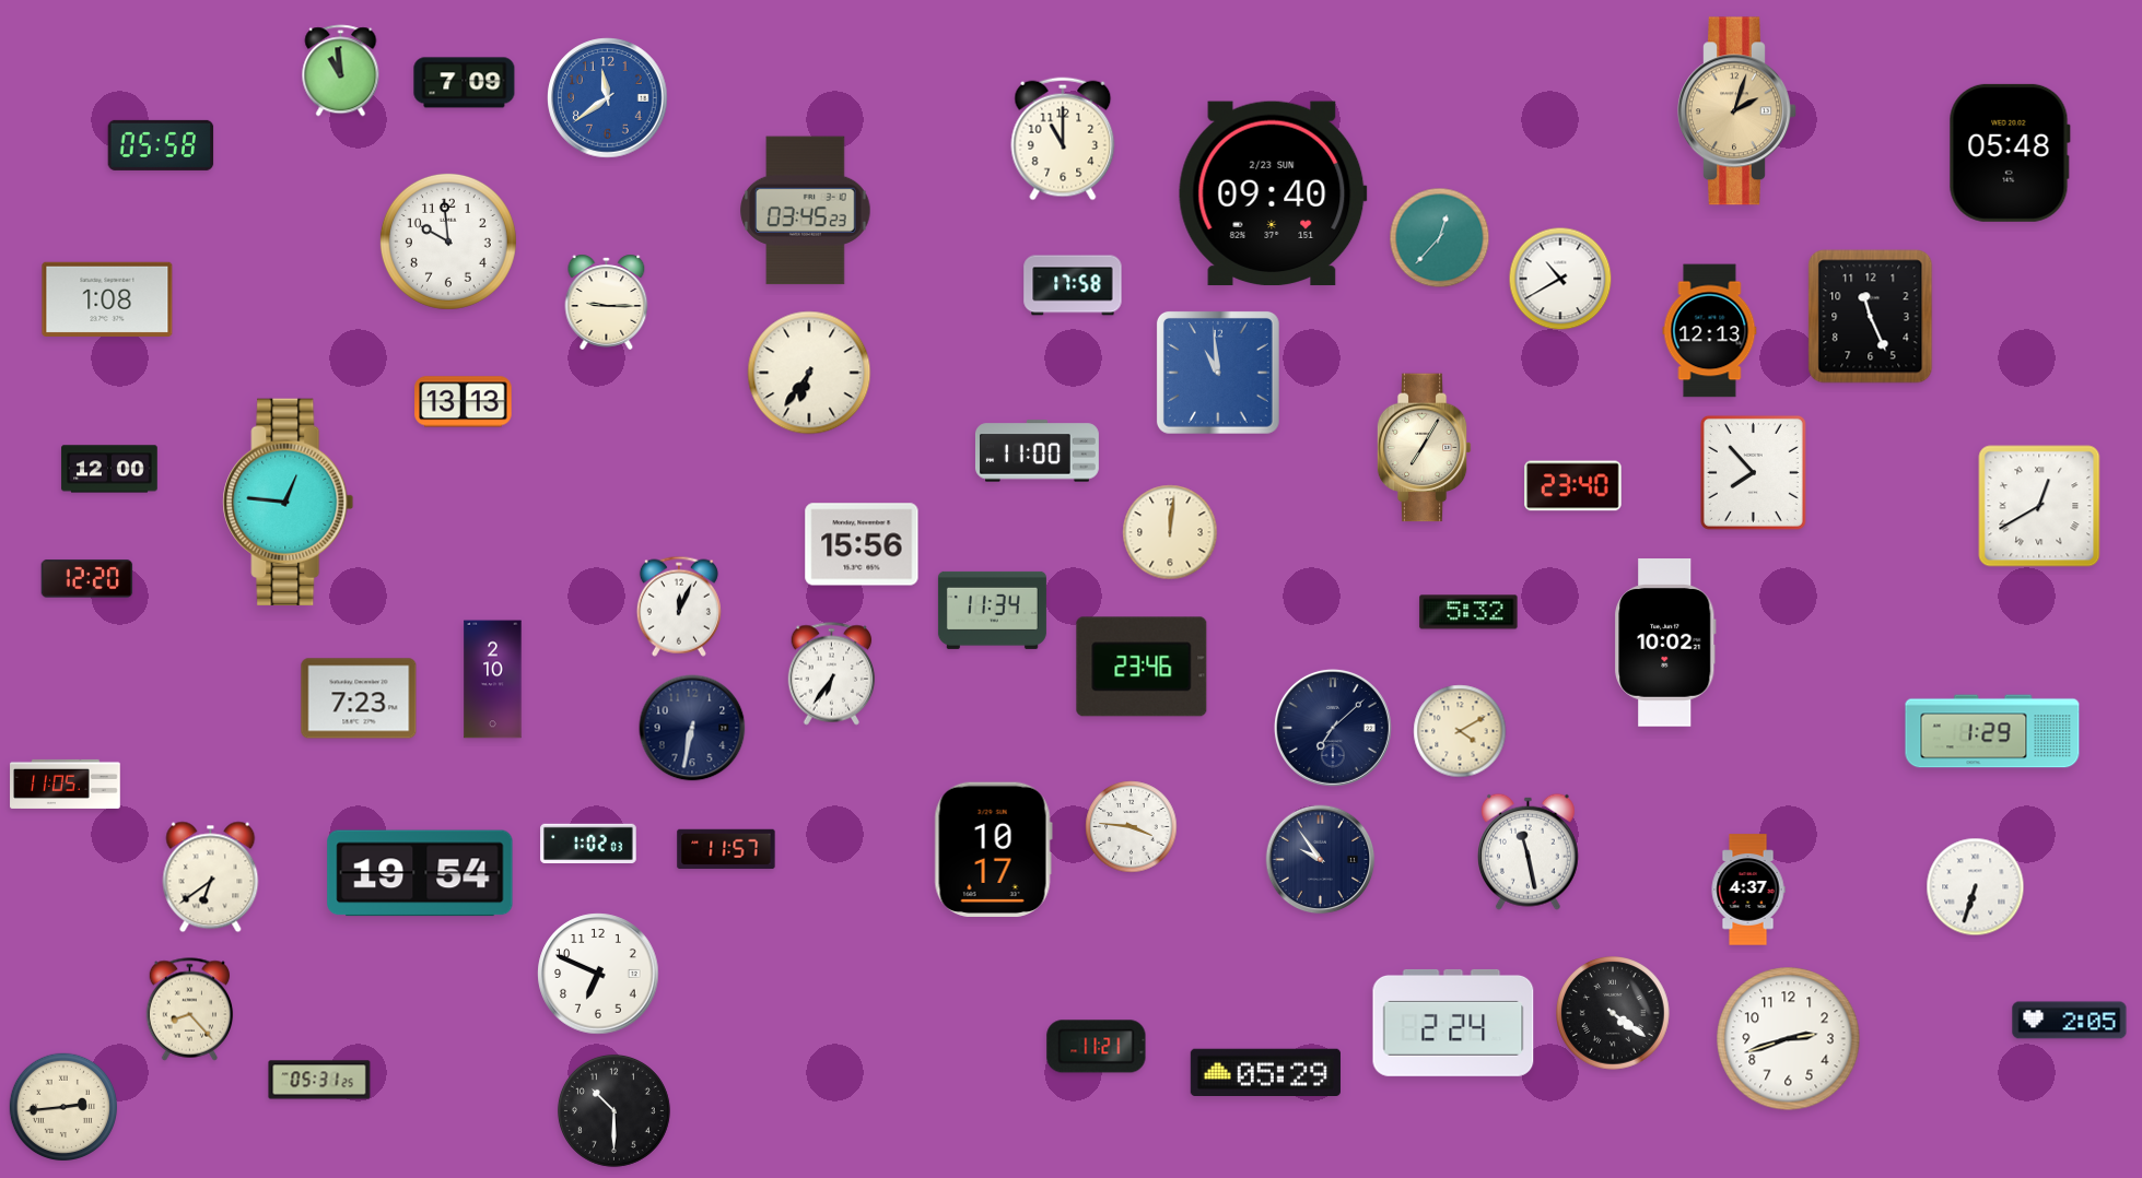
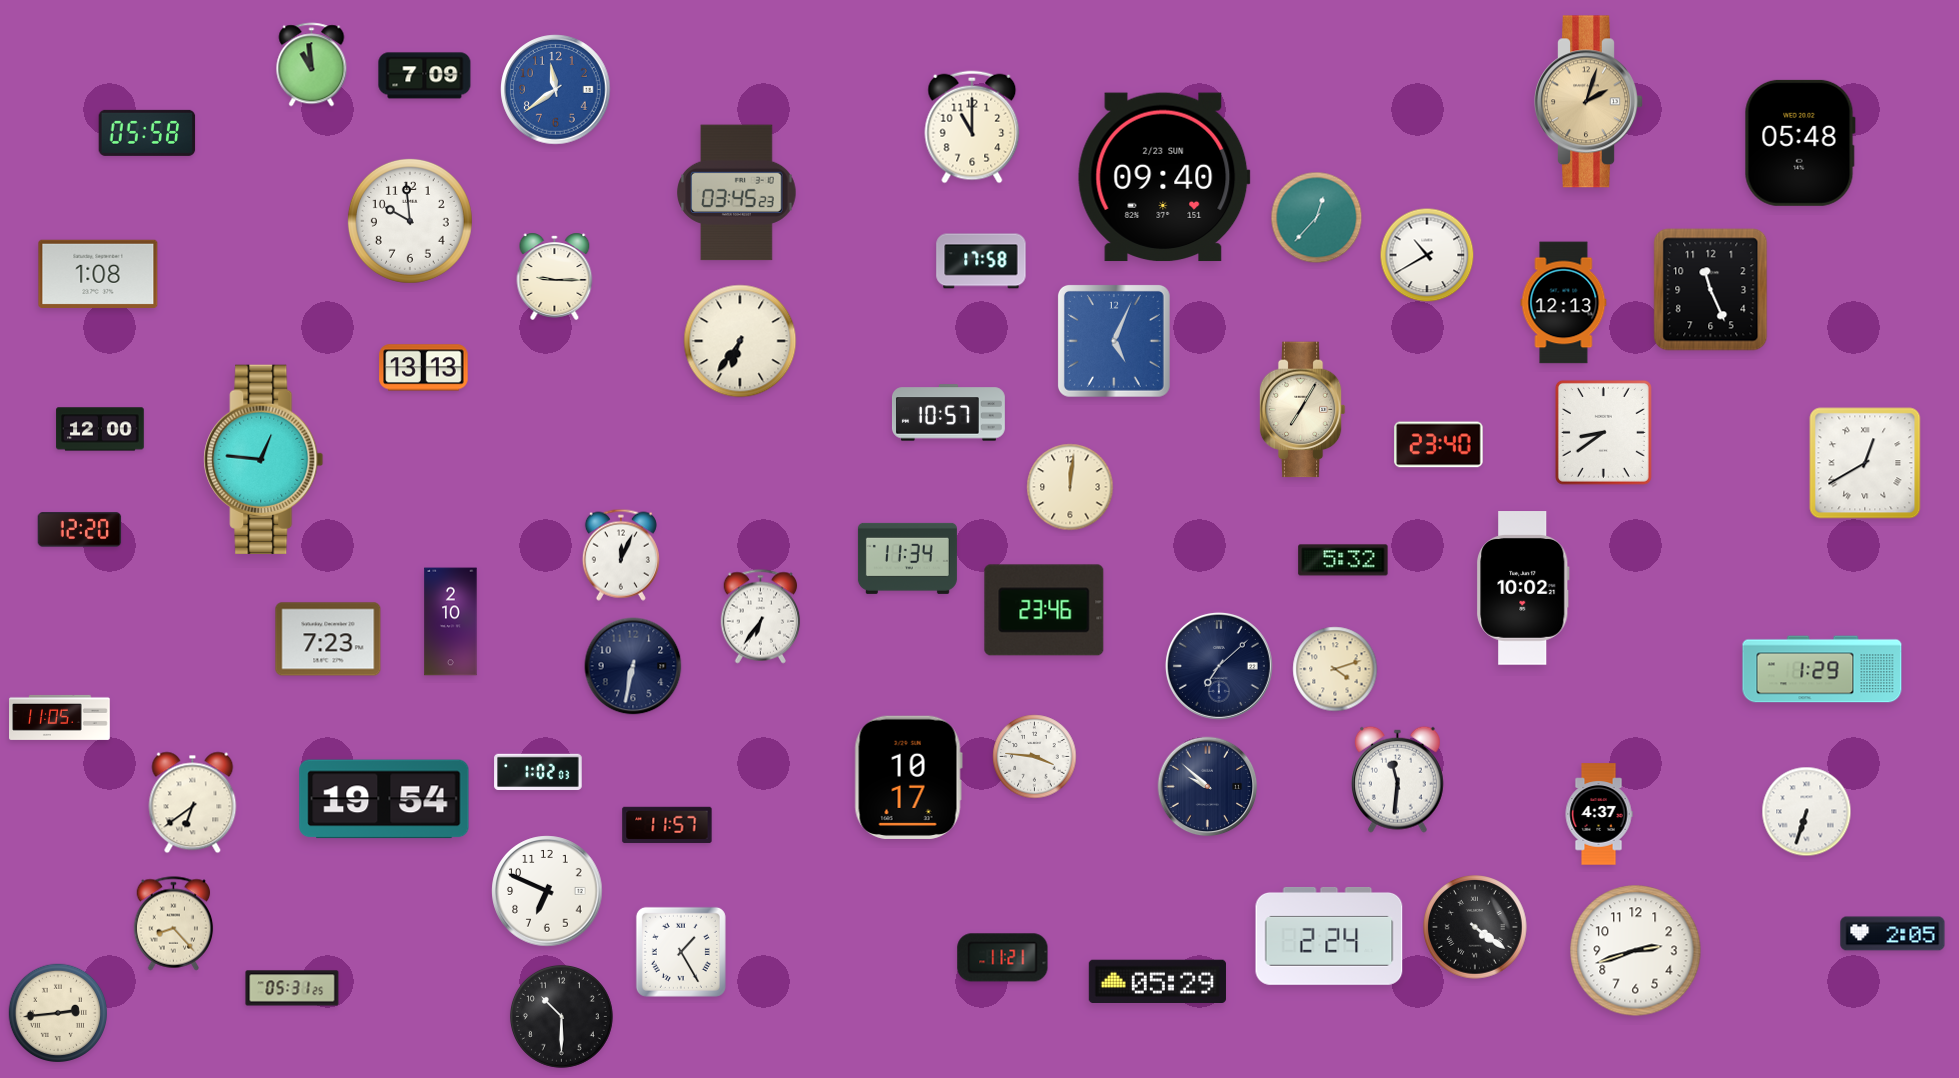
clock at (2010, 153) position: (2010, 153) -> (1800, 143)
clock at (1218, 373): 10:59 -> 5:04
clock at (1037, 451): 11:00 -> 10:57
clock at (1753, 472): 7:53 -> 8:39
clock at (862, 544): 15:56 -> none
clock at (1460, 731): 4:10 -> 4:12
clock at (726, 849) position: (726, 849) -> (667, 825)
clock at (1528, 851): 11:28 -> 11:31
clock at (1321, 860): 9:54 -> 9:52
clock at (681, 952): none -> 1:25
